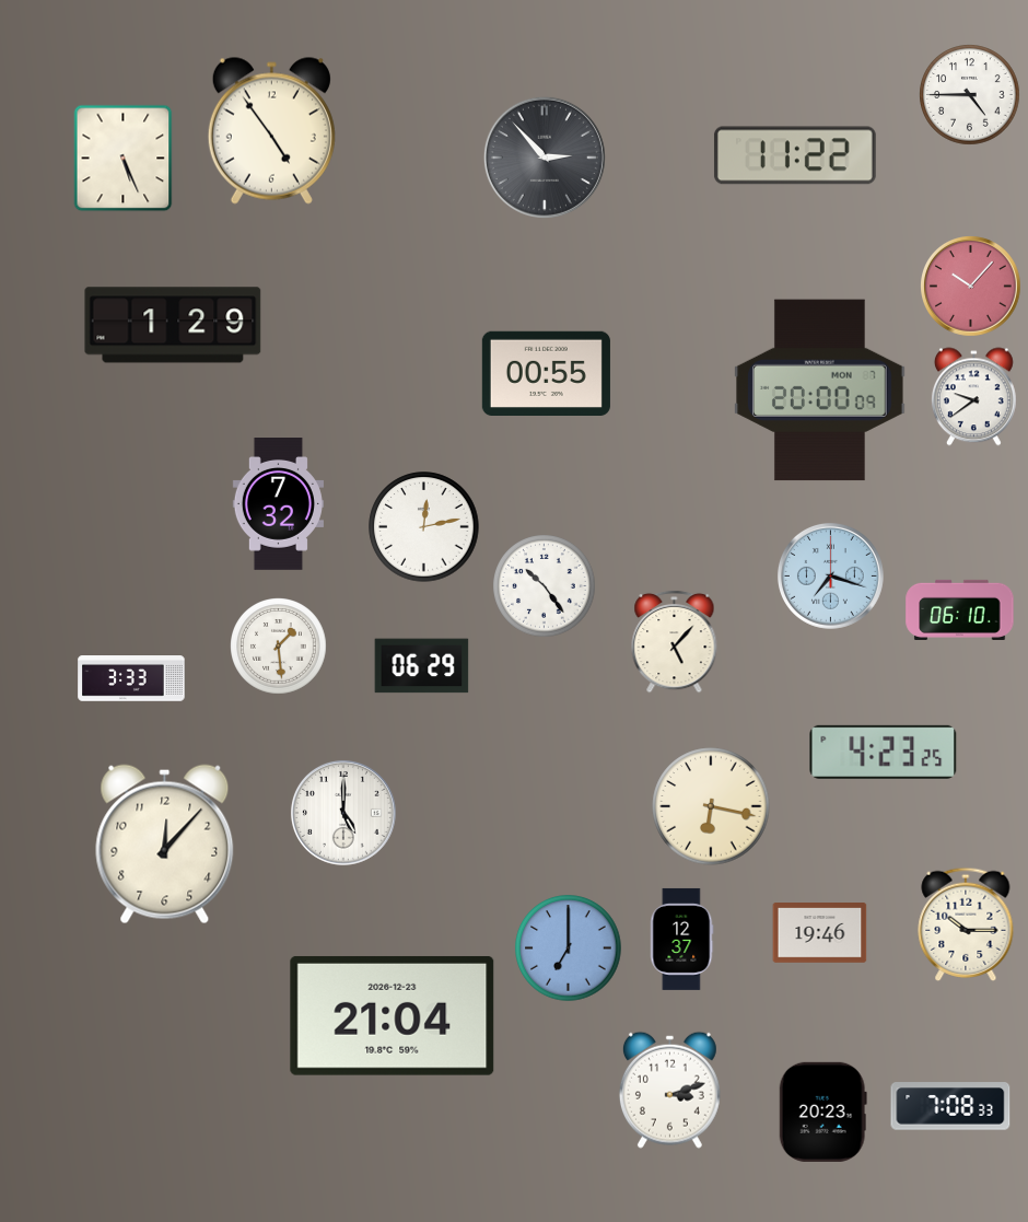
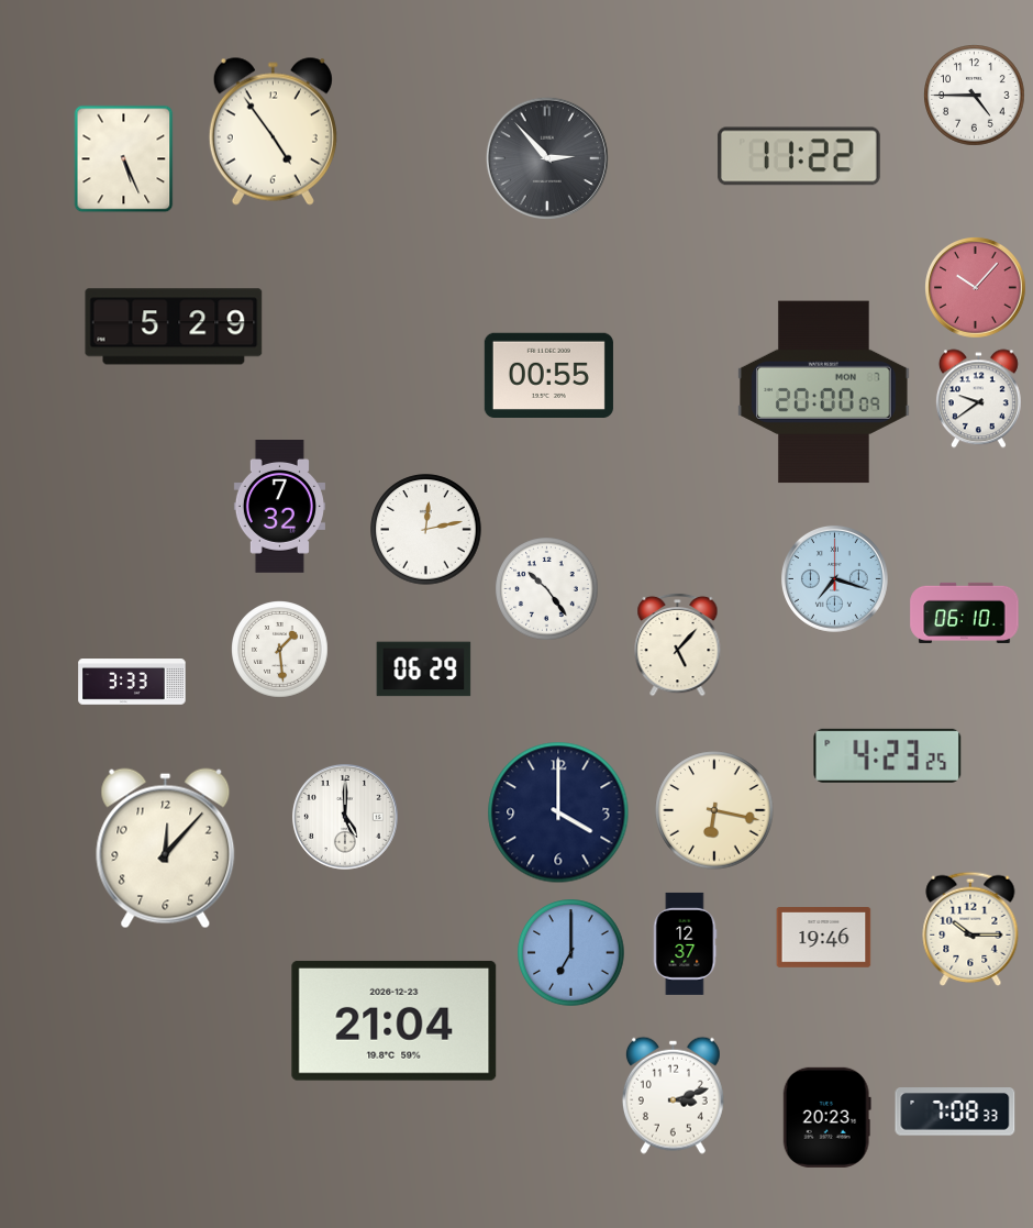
clock at (173, 325): 1:29 -> 5:29
clock at (558, 812): none -> 4:00
